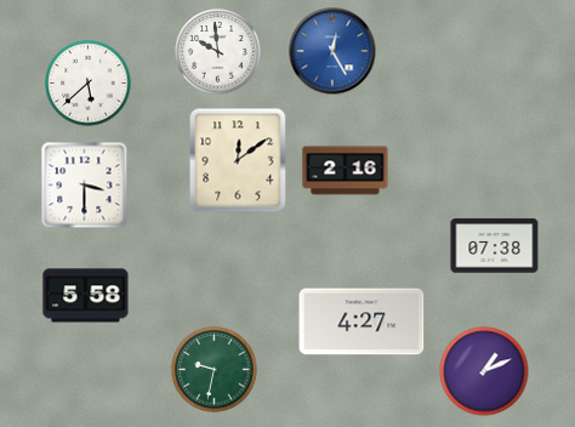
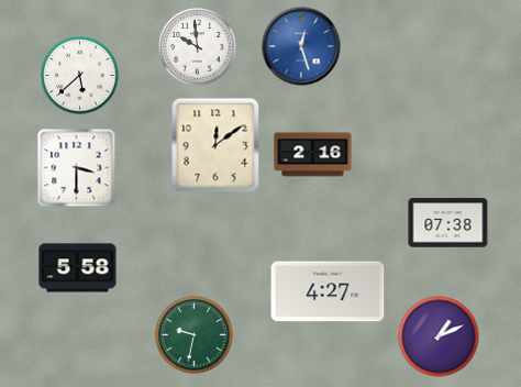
clock at (332, 51): 12:25 -> 12:27
